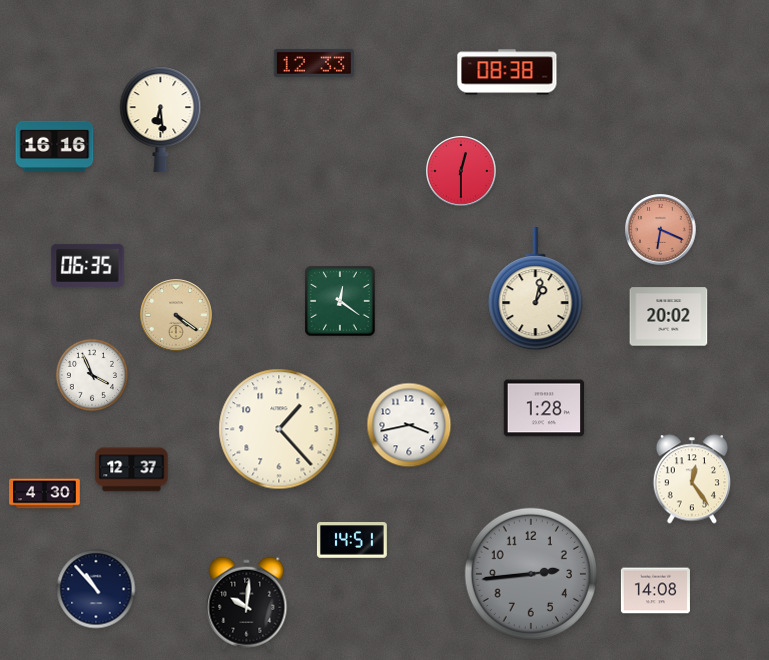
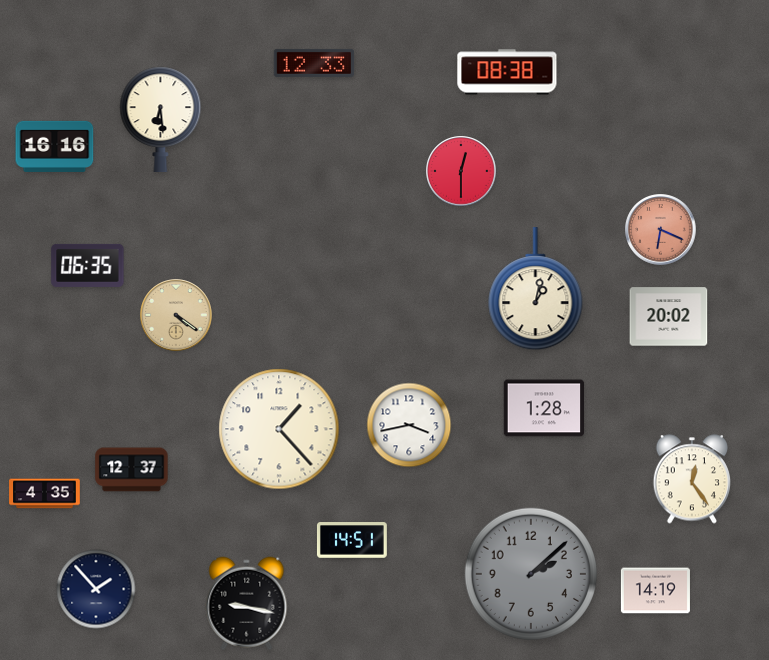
clock at (340, 301): 12:21 -> none
clock at (92, 375): 3:56 -> none
clock at (45, 494): 4:30 -> 4:35
clock at (531, 574): 2:44 -> 2:08
clock at (96, 589): 10:53 -> 1:53
clock at (655, 591): 14:08 -> 14:19
clock at (247, 604): 10:01 -> 9:17
